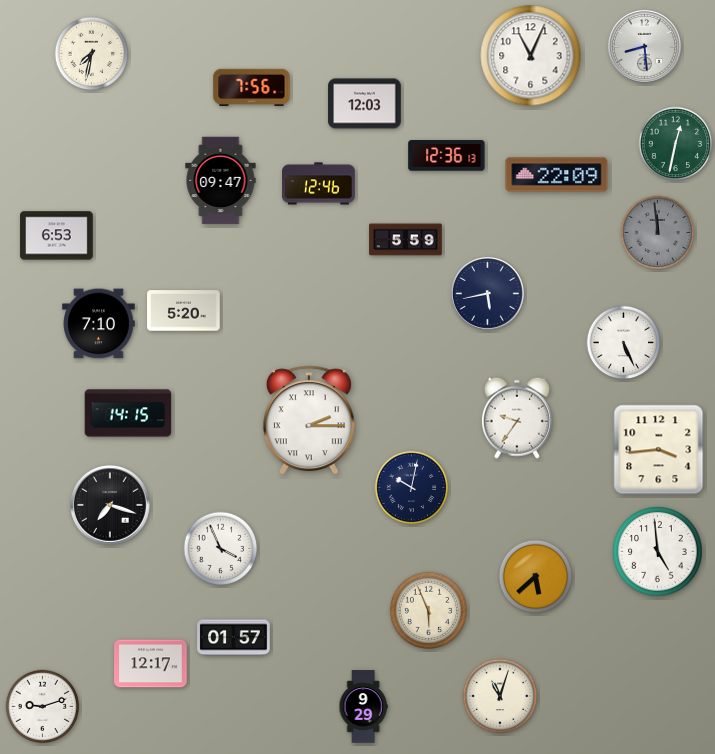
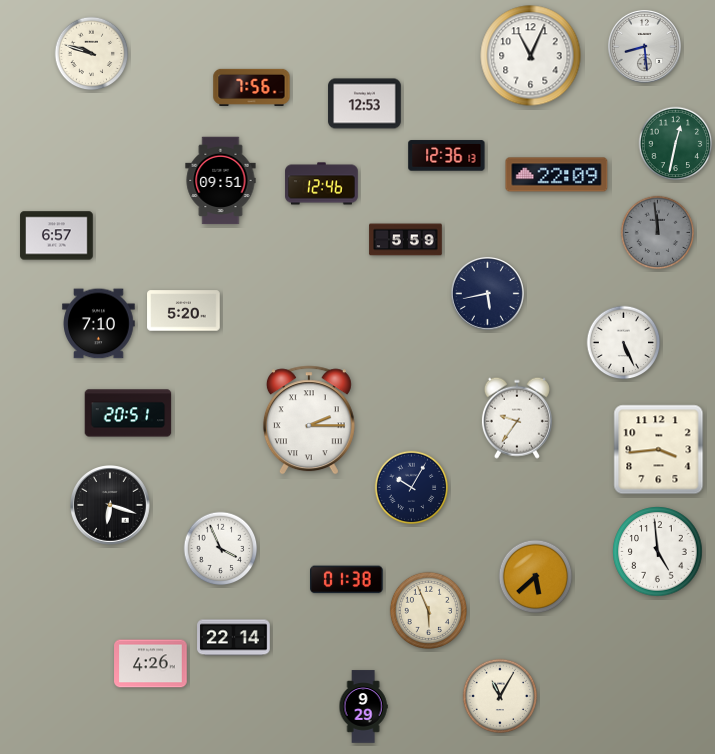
clock at (92, 54): 7:32 -> 9:48
clock at (365, 104): 12:03 -> 12:53
clock at (221, 181): 09:47 -> 09:51
clock at (319, 184) position: (319, 184) -> (322, 184)
clock at (57, 236): 6:53 -> 6:57
clock at (128, 413): 14:15 -> 20:51
clock at (412, 488): 10:02 -> 10:05
clock at (111, 506): 7:18 -> 6:18
clock at (347, 580): none -> 01:38
clock at (234, 638): 01:57 -> 22:14
clock at (151, 664): 12:17 -> 4:26
clock at (500, 696): 11:03 -> 11:05
clock at (43, 707): 9:12 -> none
